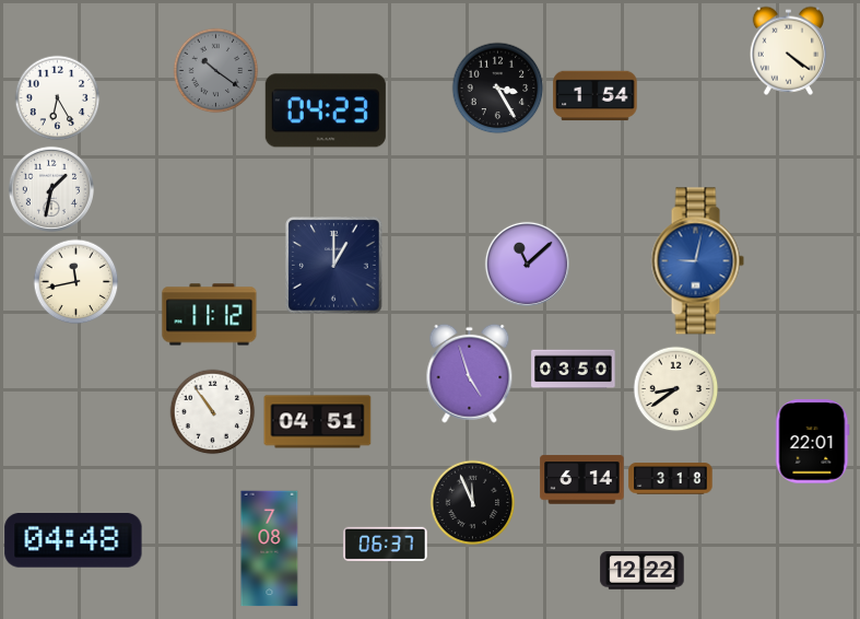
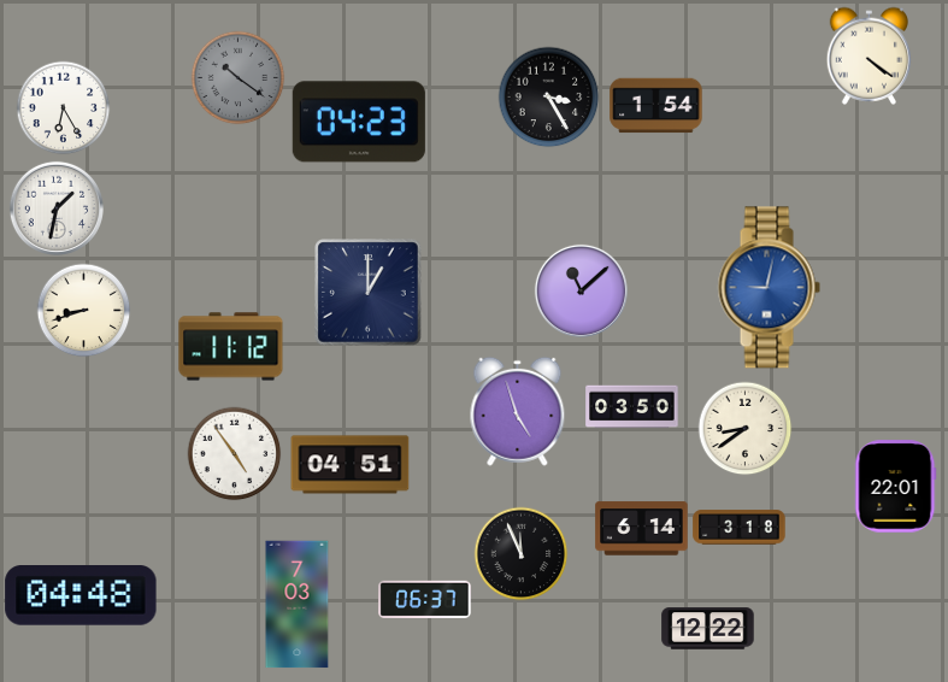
clock at (75, 281): 11:43 -> 8:42
clock at (212, 411): 10:54 -> 4:54
clock at (270, 549): 7:08 -> 7:03
